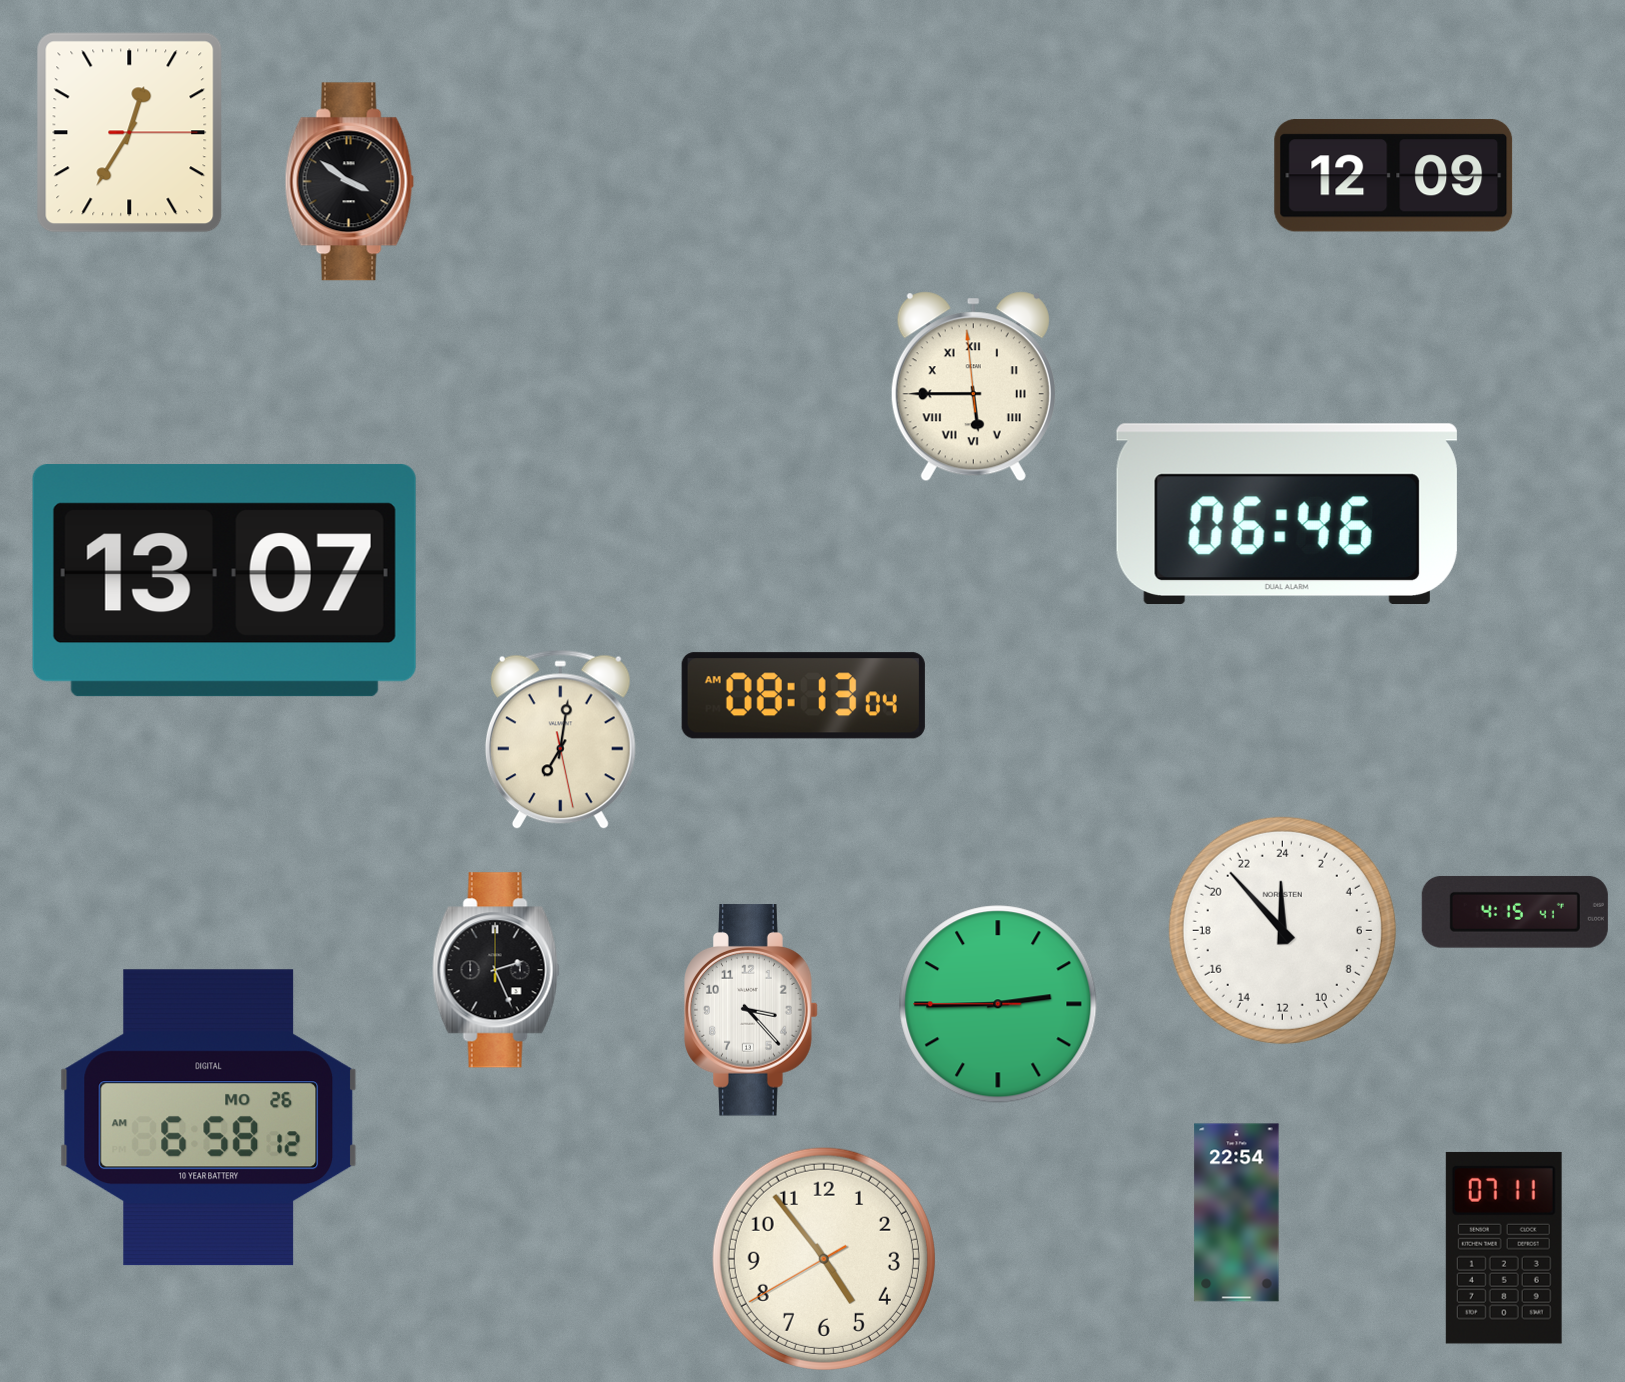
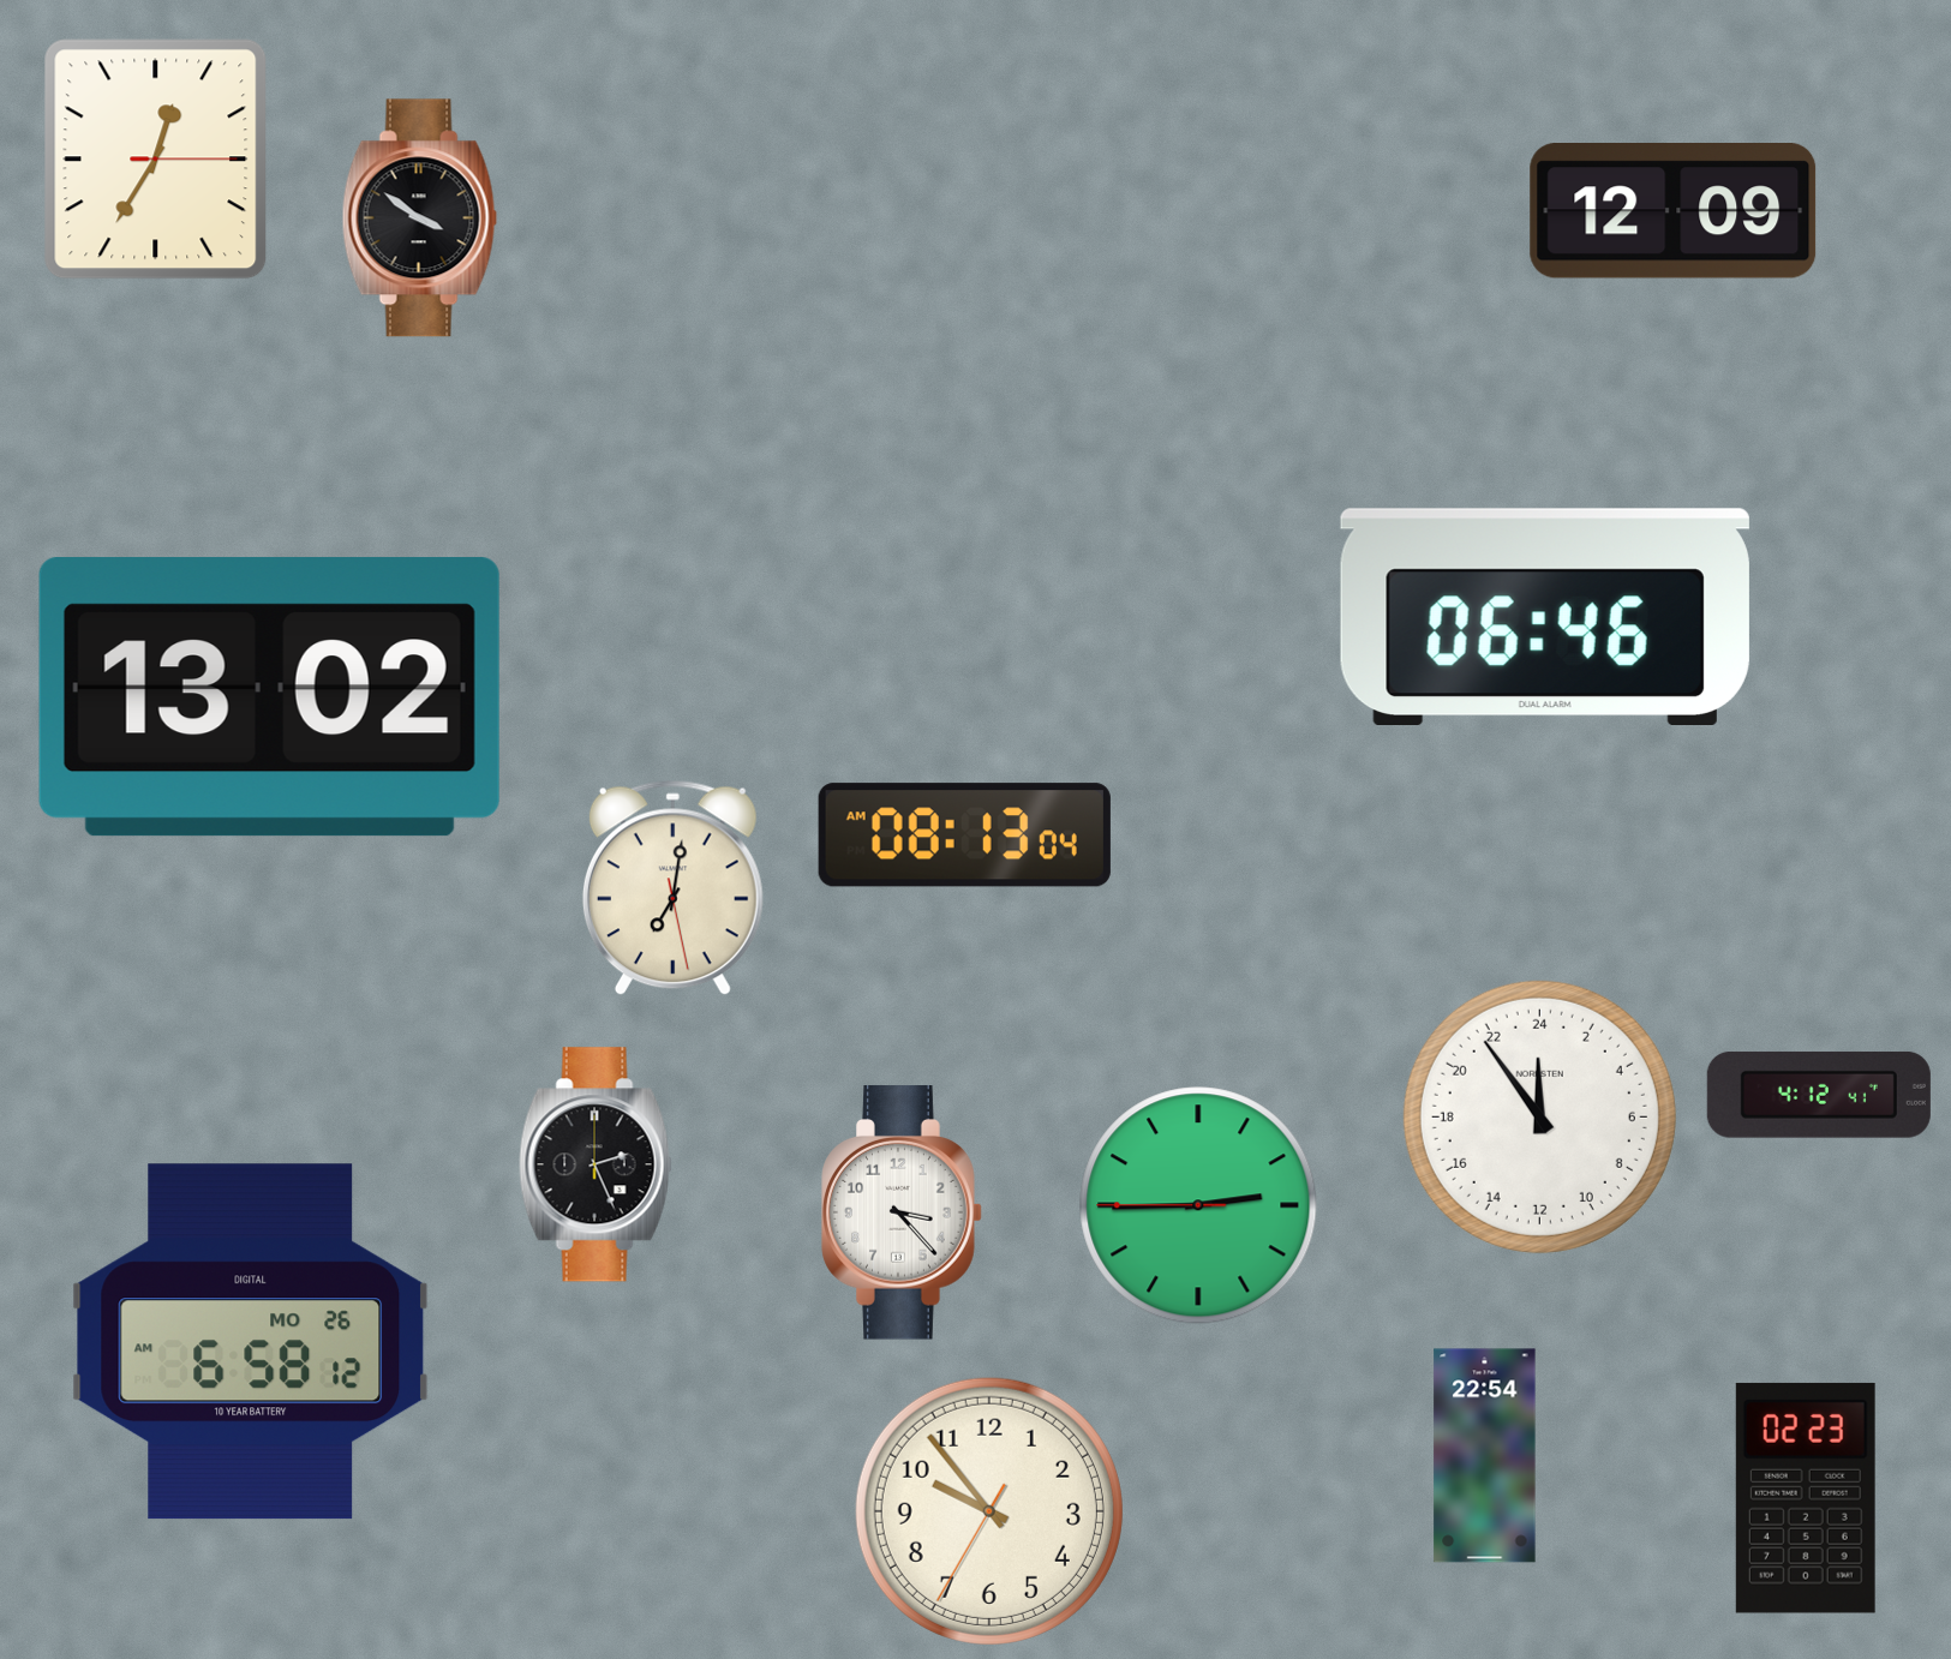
clock at (973, 387): 5:44 -> none
clock at (224, 581): 13:07 -> 13:02
clock at (1515, 912): 4:15 -> 4:12
clock at (1282, 930): 23:53 -> 23:54
clock at (1504, 1248): 07:11 -> 02:23
clock at (824, 1259): 4:53 -> 9:53
